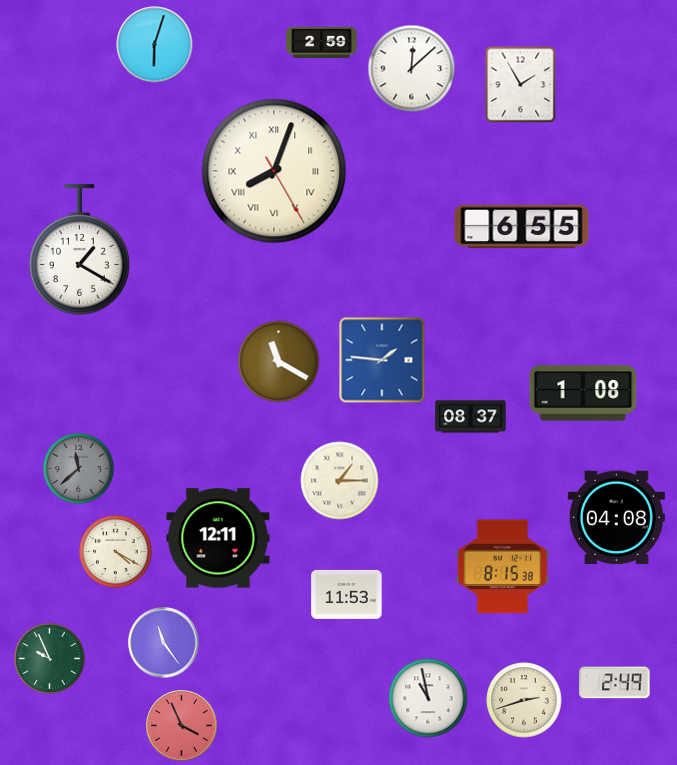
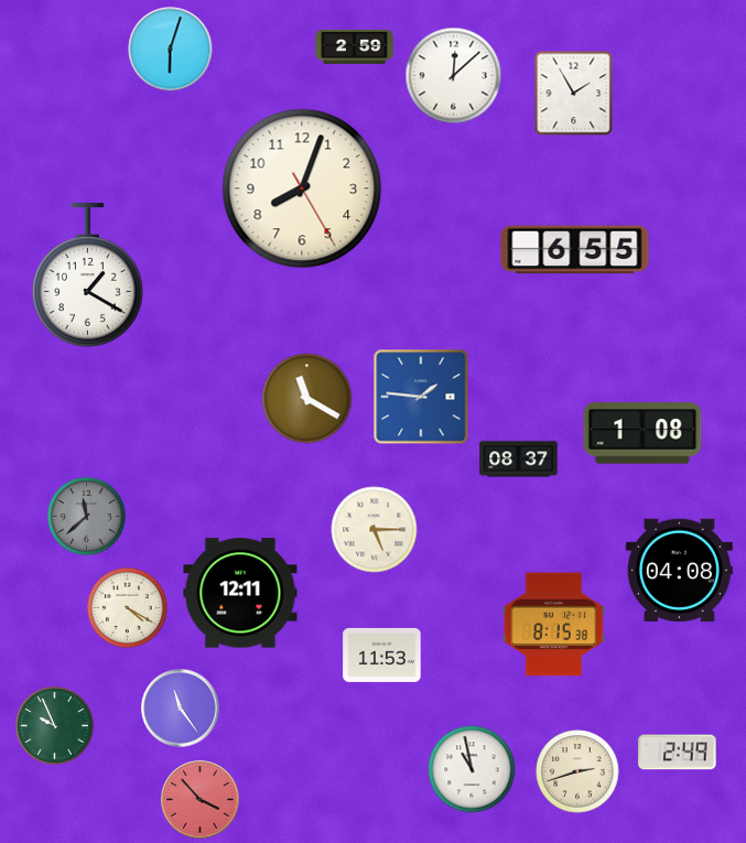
clock at (274, 171) numerals: Roman -> Arabic
clock at (340, 481): 1:15 -> 5:15
clock at (182, 726): 3:56 -> 3:53
